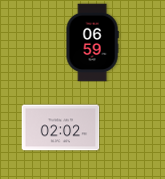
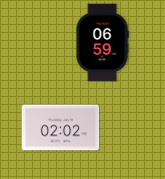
clock at (92, 42) position: (92, 42) -> (102, 42)
